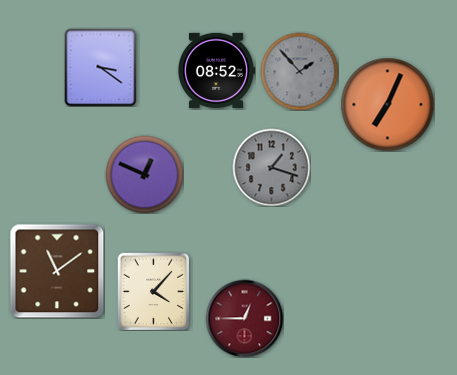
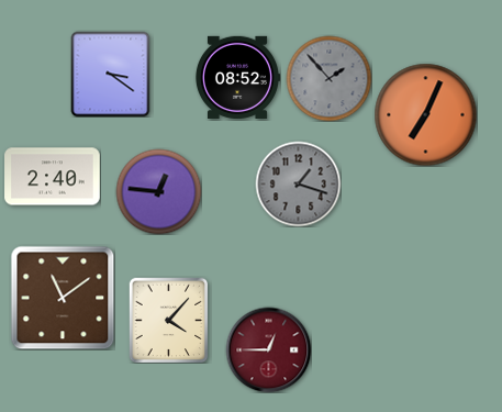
clock at (53, 177): none -> 2:40
clock at (144, 174): 12:49 -> 12:46
